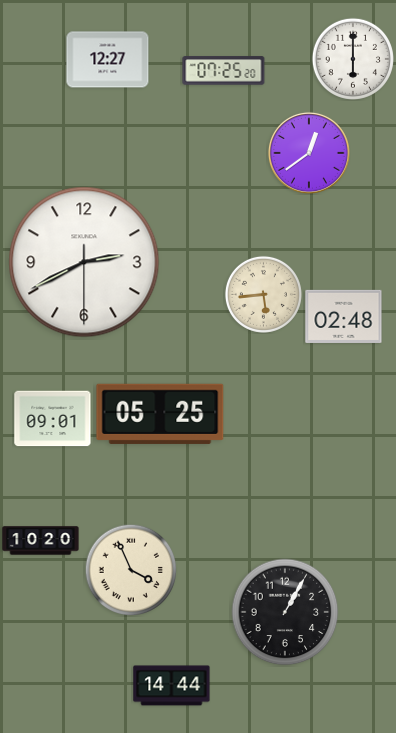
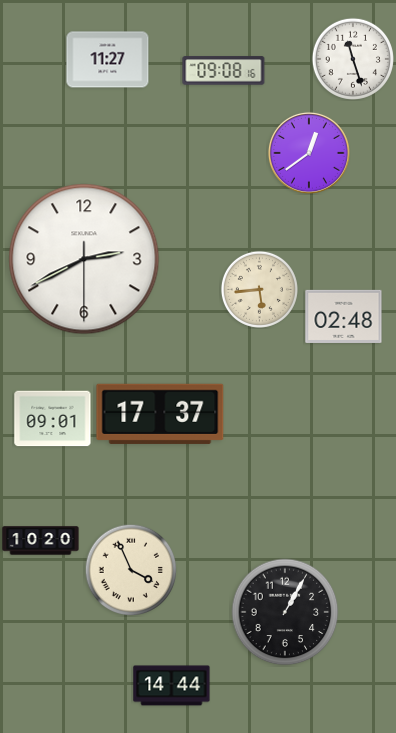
clock at (353, 59): 6:00 -> 11:27
clock at (108, 60): 12:27 -> 11:27
clock at (224, 71): 07:25 -> 09:08
clock at (84, 262) position: (84, 262) -> (84, 259)
clock at (263, 294) position: (263, 294) -> (259, 289)
clock at (160, 414): 05:25 -> 17:37
